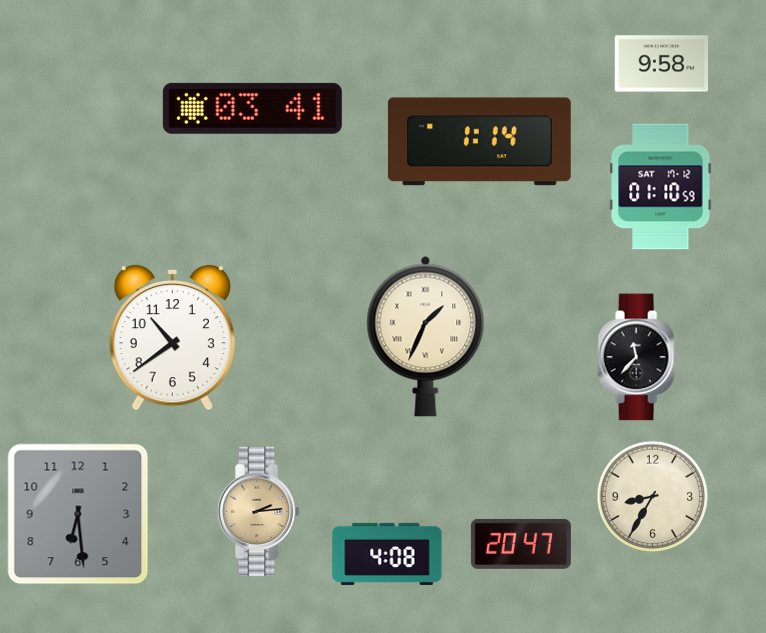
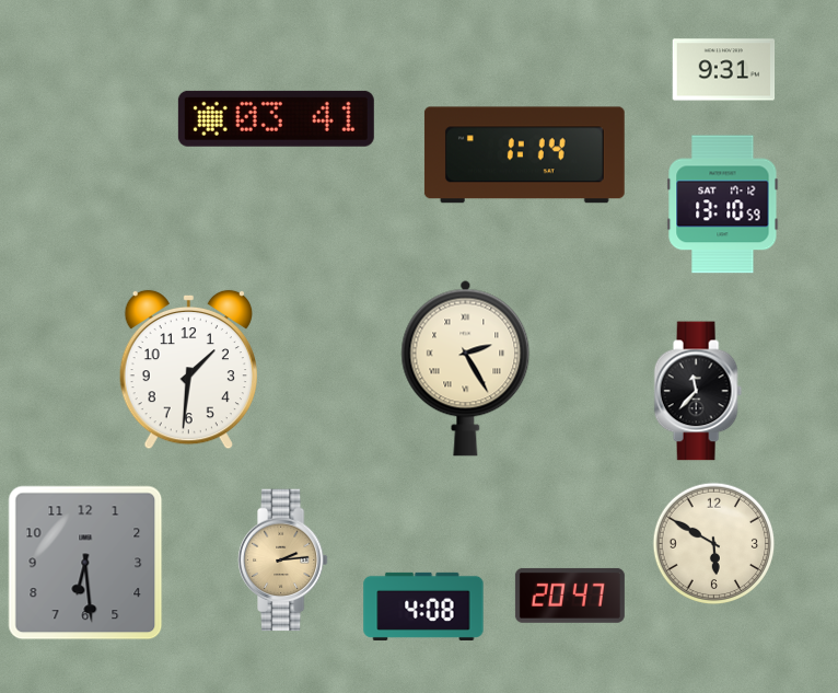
clock at (662, 64): 9:58 -> 9:31
clock at (661, 187): 01:10 -> 13:10
clock at (426, 336): 1:34 -> 2:25
clock at (172, 338): 10:39 -> 1:31
clock at (653, 497): 8:35 -> 5:50
